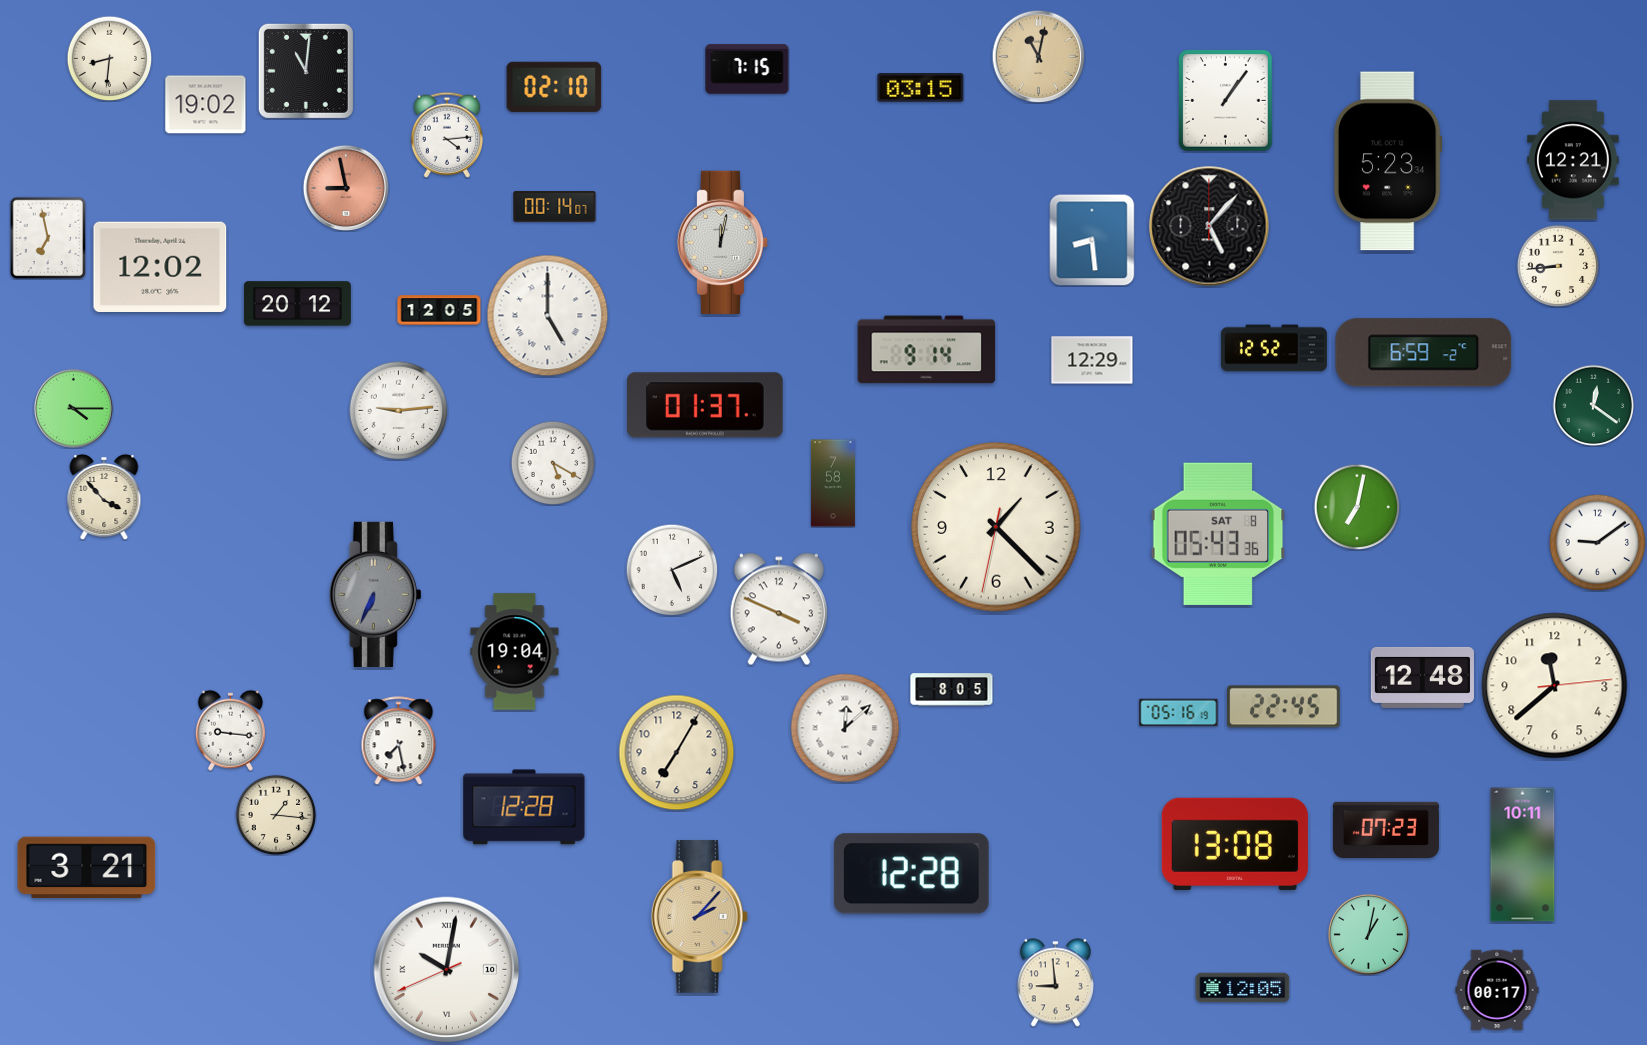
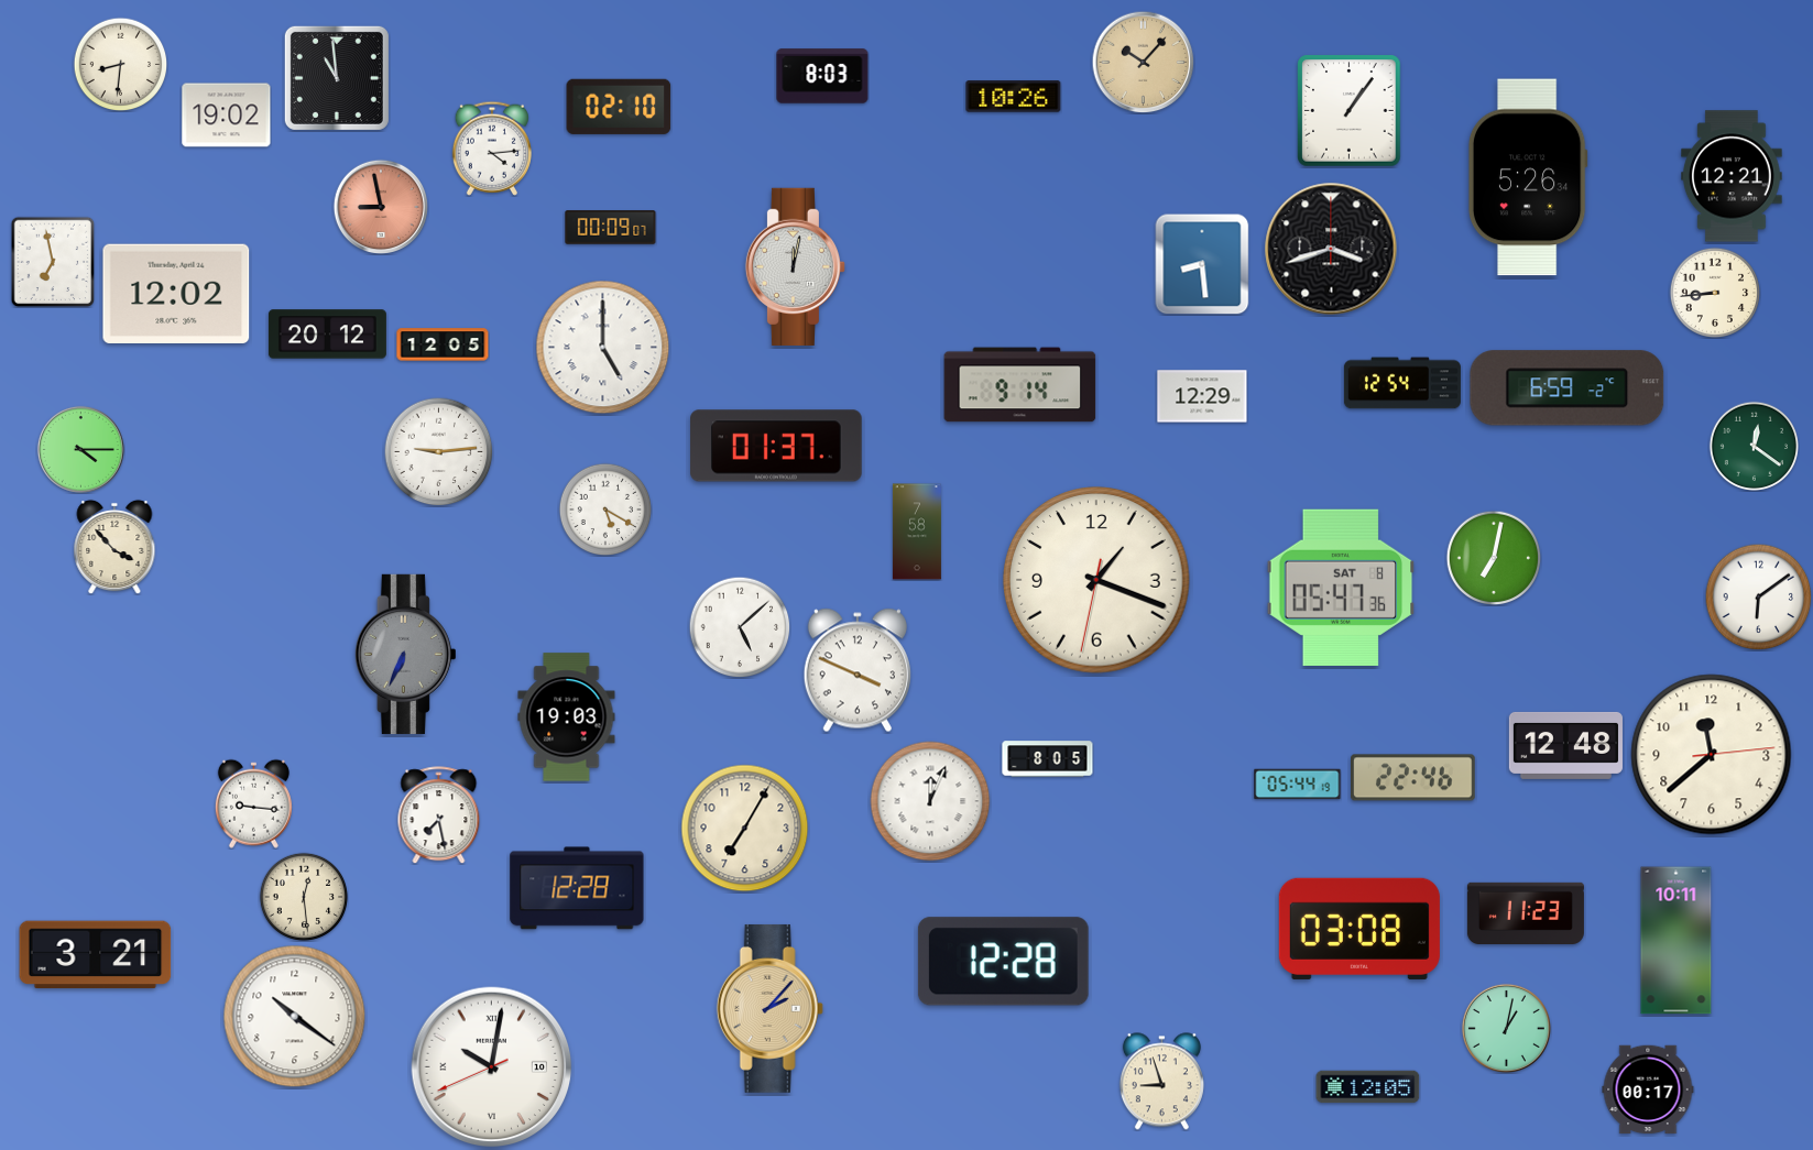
clock at (1038, 56): 11:02 -> 10:07
clock at (747, 69): 7:15 -> 8:03
clock at (306, 71): 11:01 -> 10:59
clock at (554, 87) position: (554, 87) -> (619, 107)
clock at (921, 88): 03:15 -> 10:26
clock at (1388, 161): 5:23 -> 5:26
clock at (555, 207): 00:14 -> 00:09
clock at (1209, 226): 5:07 -> 3:42
clock at (439, 310) position: (439, 310) -> (443, 344)
clock at (1274, 348): 12:52 -> 12:54
clock at (553, 463) position: (553, 463) -> (605, 510)
clock at (996, 527): 1:22 -> 1:18
clock at (1218, 534): 05:43 -> 05:47
clock at (1597, 542): 9:09 -> 6:09
clock at (672, 570): 5:11 -> 5:08
clock at (375, 594) position: (375, 594) -> (405, 654)
clock at (515, 652): 19:04 -> 19:03
clock at (1284, 707): 22:45 -> 22:46
clock at (1179, 713): 05:16 -> 05:44
clock at (845, 728): 12:08 -> 12:04
clock at (275, 814): 1:16 -> 12:29
clock at (1386, 829): 07:23 -> 11:23
clock at (1235, 844): 13:08 -> 03:08
clock at (295, 1017): none -> 10:21
clock at (1055, 983): 8:59 -> 8:57
